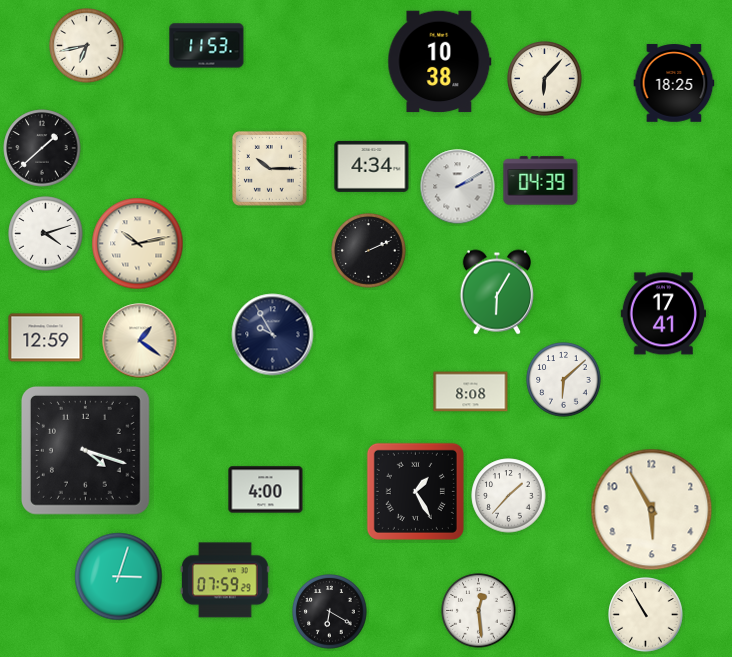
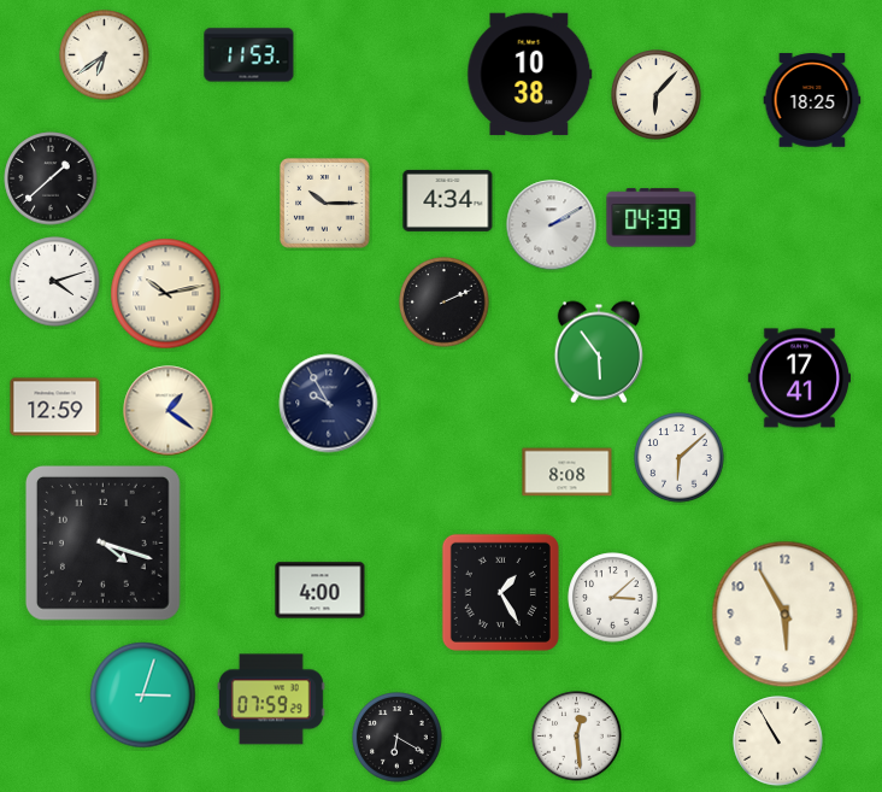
clock at (87, 46): 6:43 -> 6:39
clock at (497, 292): 6:05 -> 5:54
clock at (509, 496): 1:37 -> 3:08
